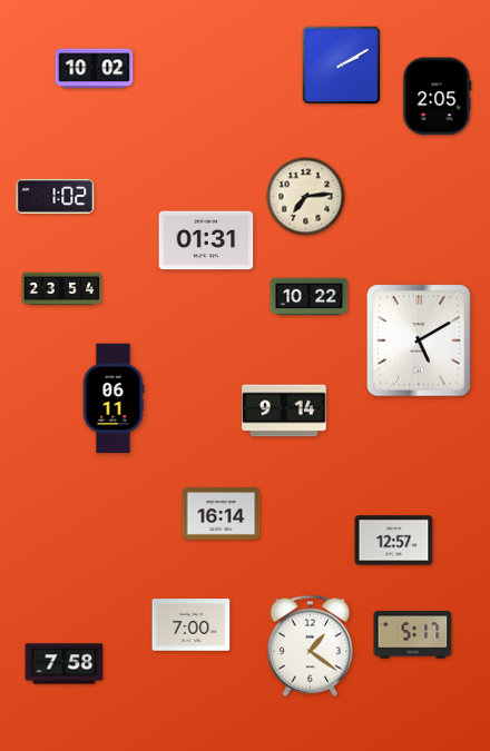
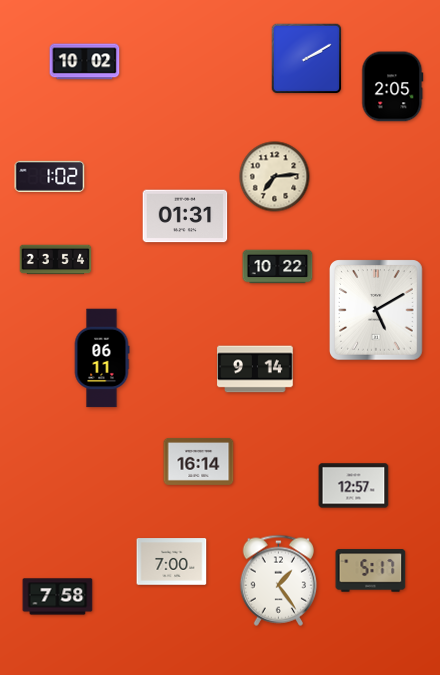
clock at (419, 340) position: (419, 340) -> (376, 310)
clock at (310, 645): 1:21 -> 1:24
